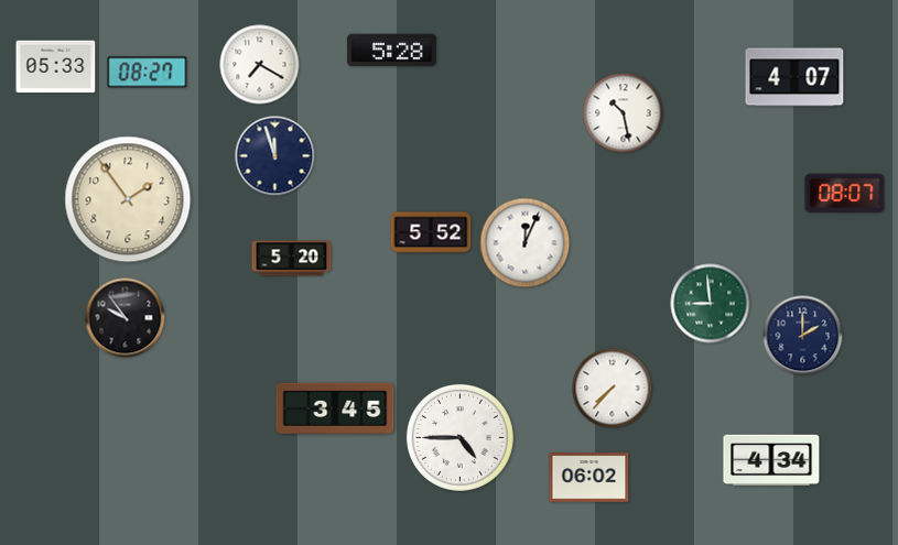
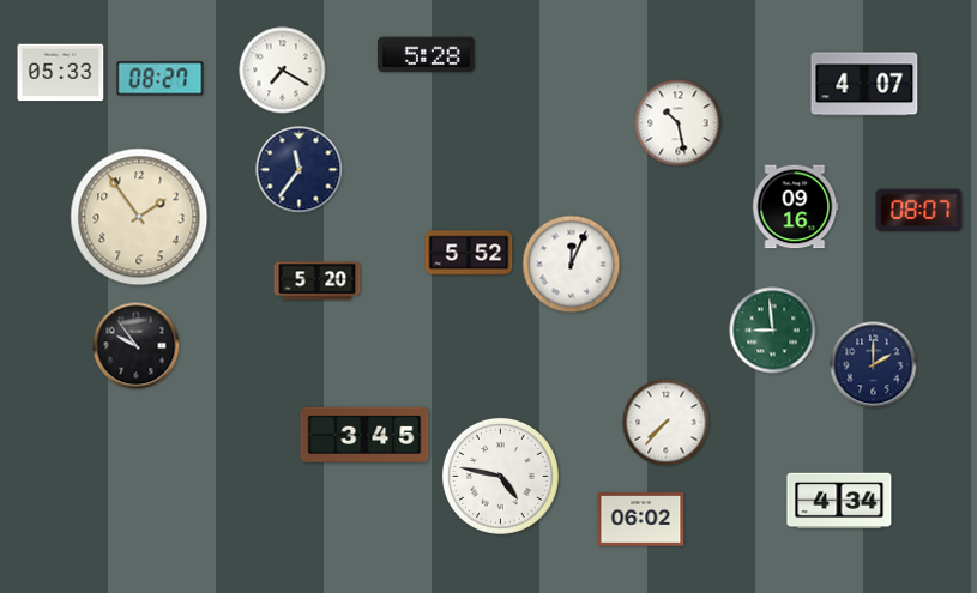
clock at (275, 156): 11:57 -> 11:36
clock at (796, 207): none -> 09:16
clock at (335, 407) position: (335, 407) -> (364, 434)
clock at (459, 437): 4:45 -> 4:47
